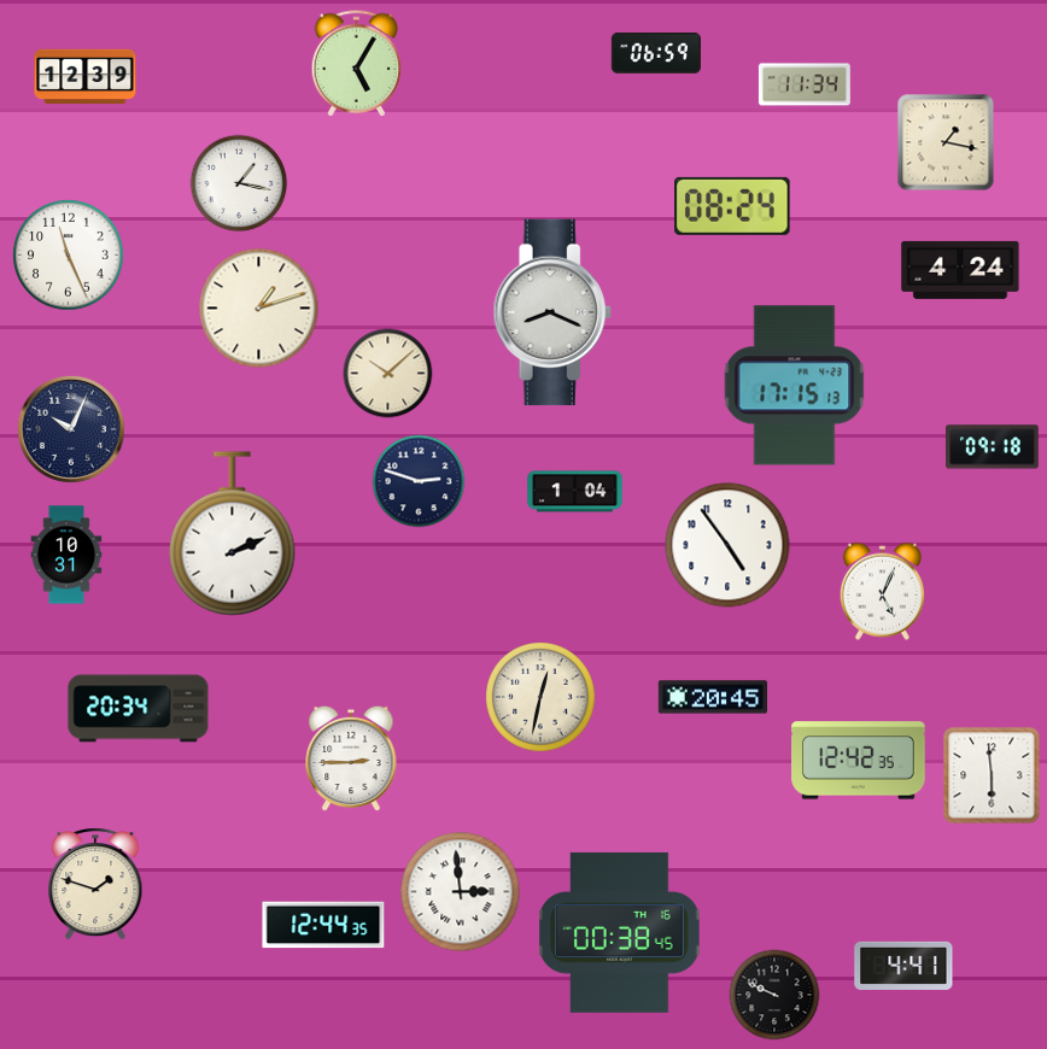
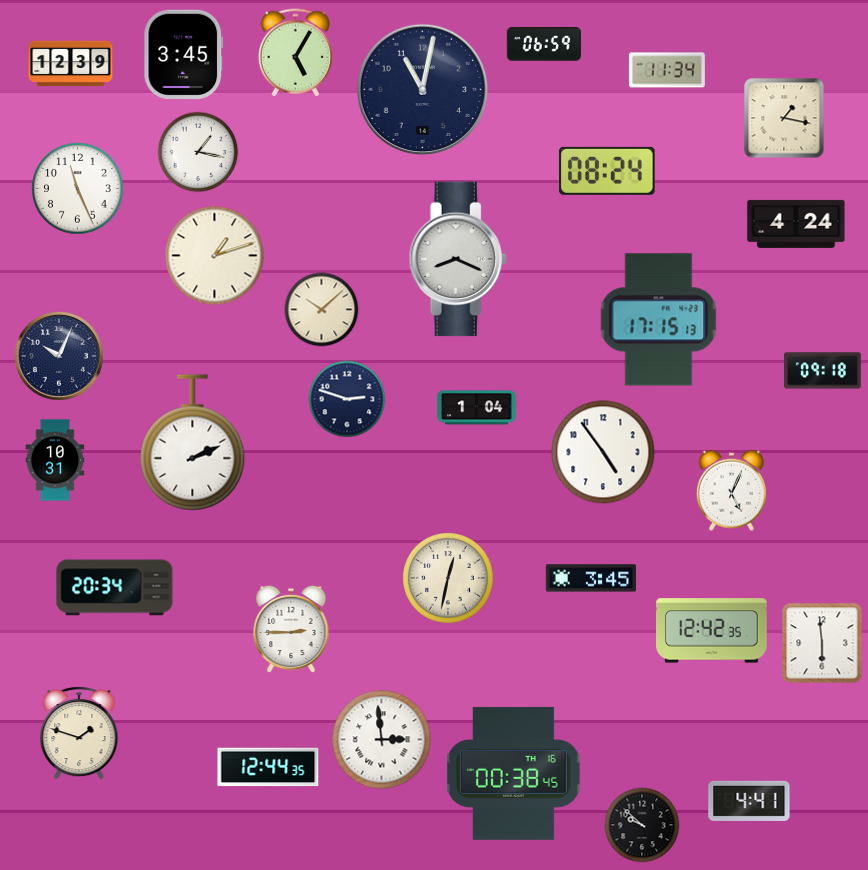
clock at (184, 55): none -> 3:45
clock at (423, 90): none -> 11:02
clock at (69, 256) position: (69, 256) -> (78, 189)
clock at (712, 697): 20:45 -> 3:45
clock at (774, 995): 9:49 -> 9:52
